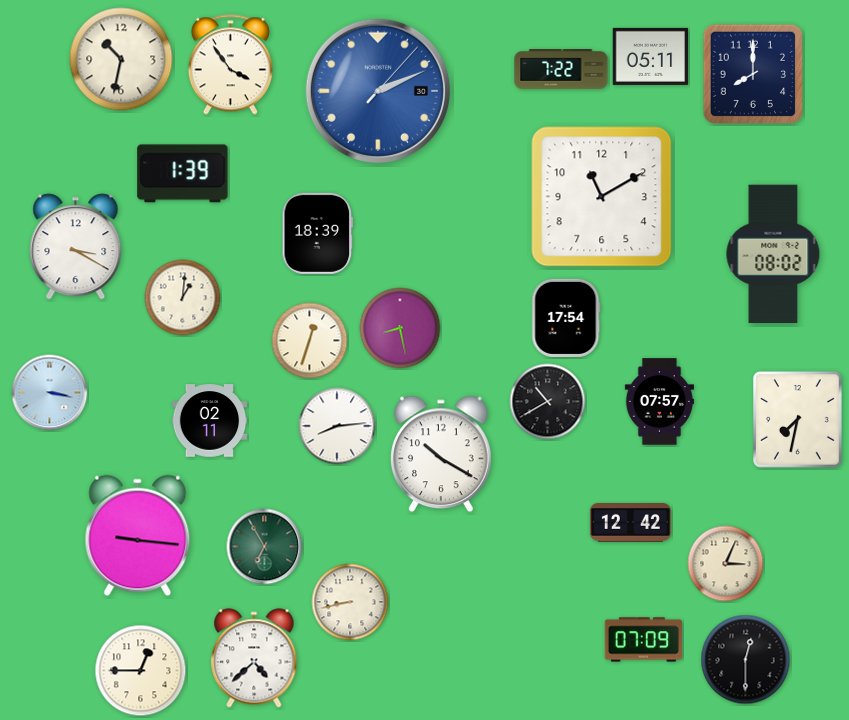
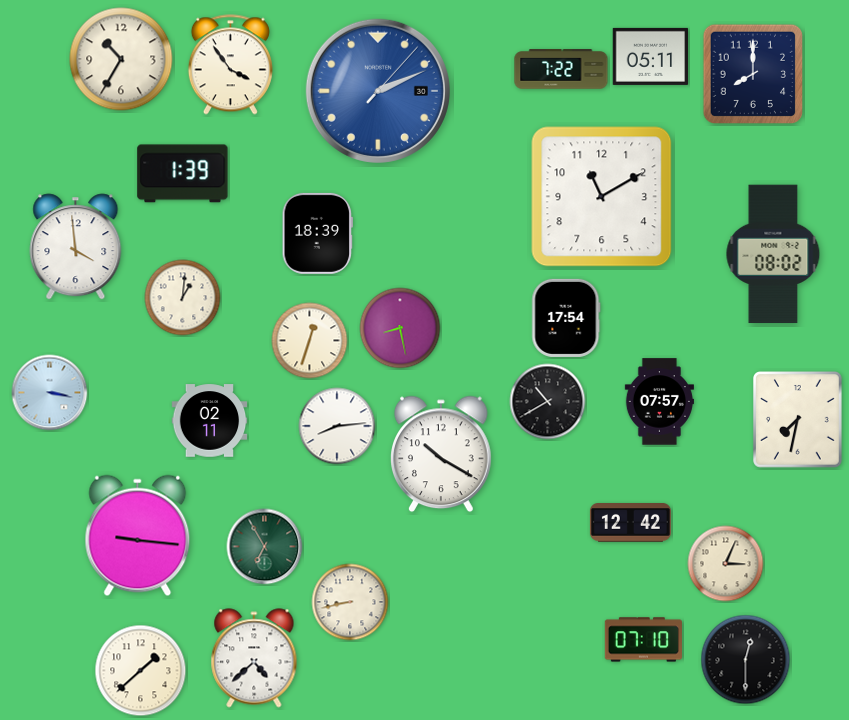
clock at (121, 59): 10:32 -> 10:35
clock at (76, 247): 3:20 -> 3:59
clock at (643, 640): 07:09 -> 07:10
clock at (141, 671): 12:45 -> 1:38
